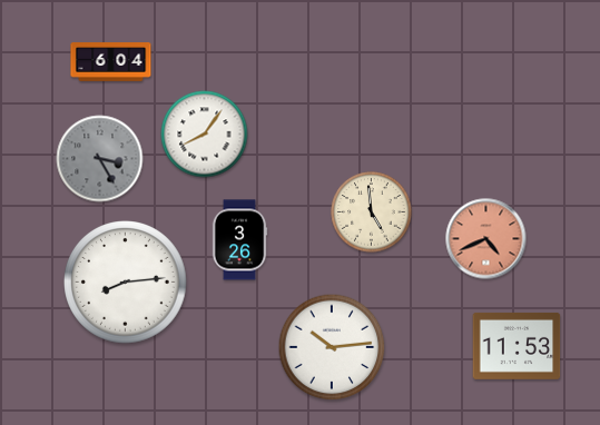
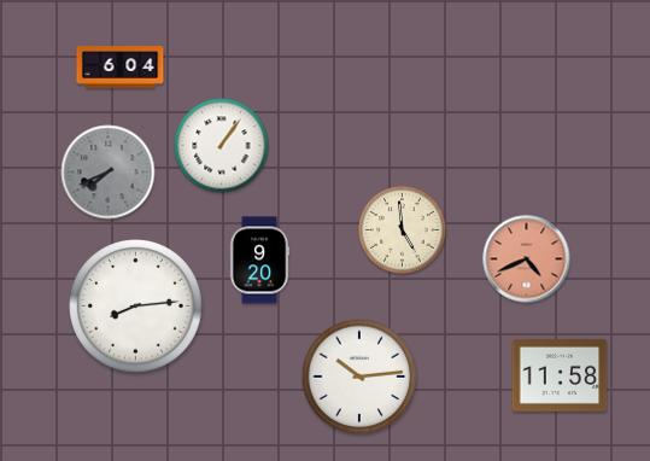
clock at (205, 135): 8:06 -> 1:06
clock at (100, 159): 3:25 -> 7:41
clock at (239, 240): 3:26 -> 9:20
clock at (517, 346): 11:53 -> 11:58
